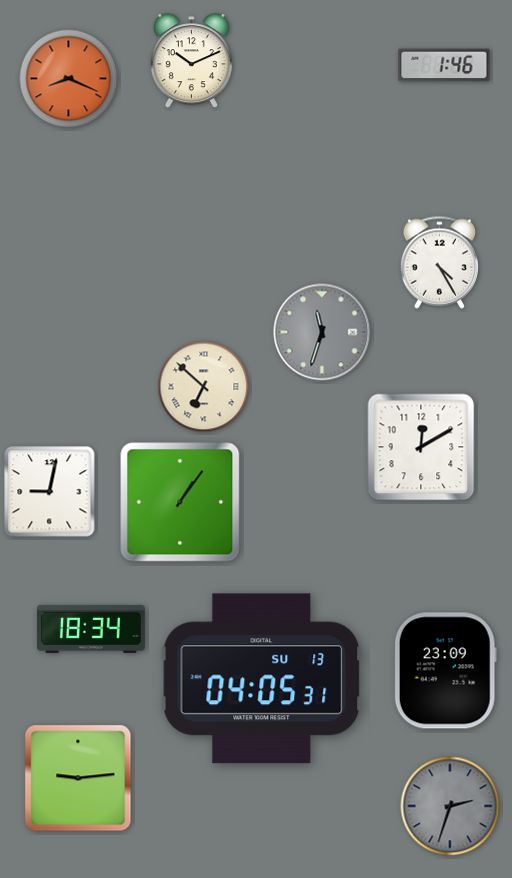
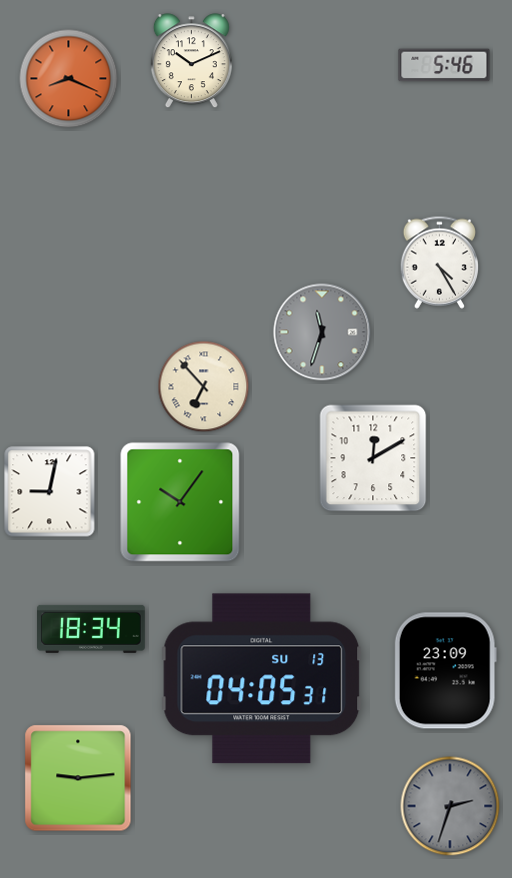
clock at (444, 65): 1:46 -> 5:46
clock at (204, 387): 6:52 -> 6:53
clock at (421, 447) position: (421, 447) -> (373, 458)
clock at (180, 502): 1:06 -> 10:06
